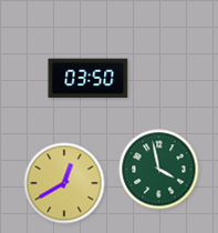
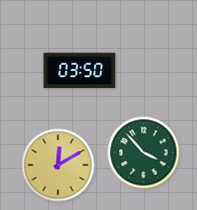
clock at (159, 170): 3:58 -> 3:53
clock at (64, 183): 12:40 -> 12:10
